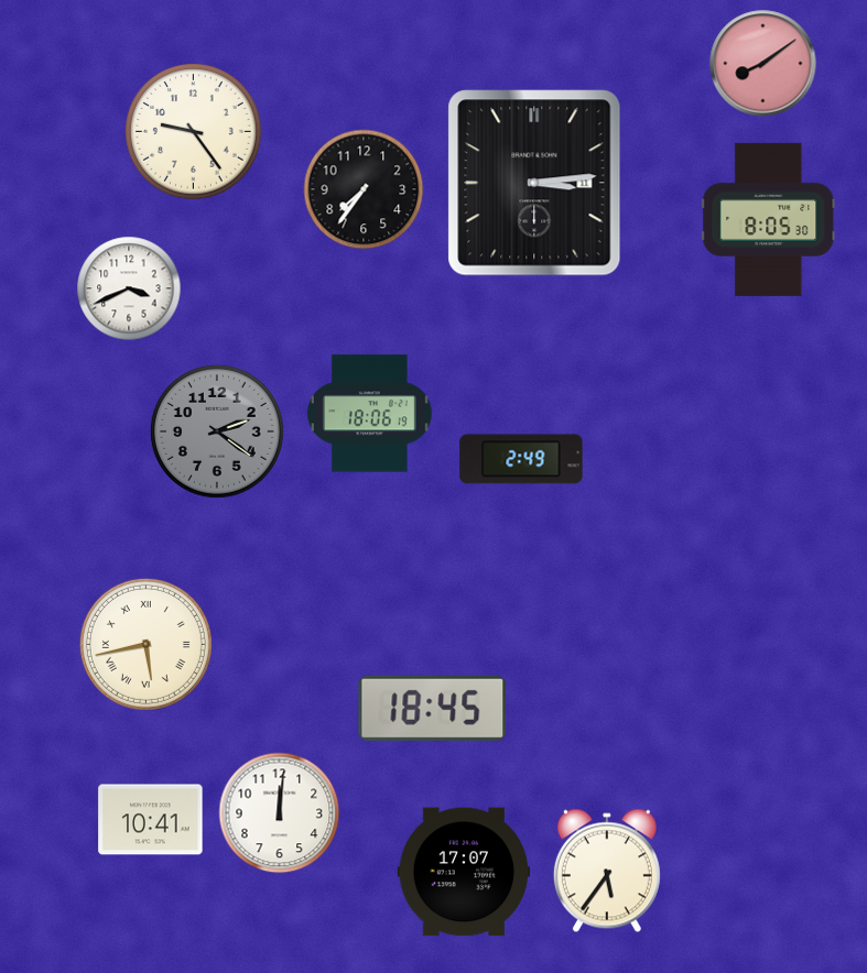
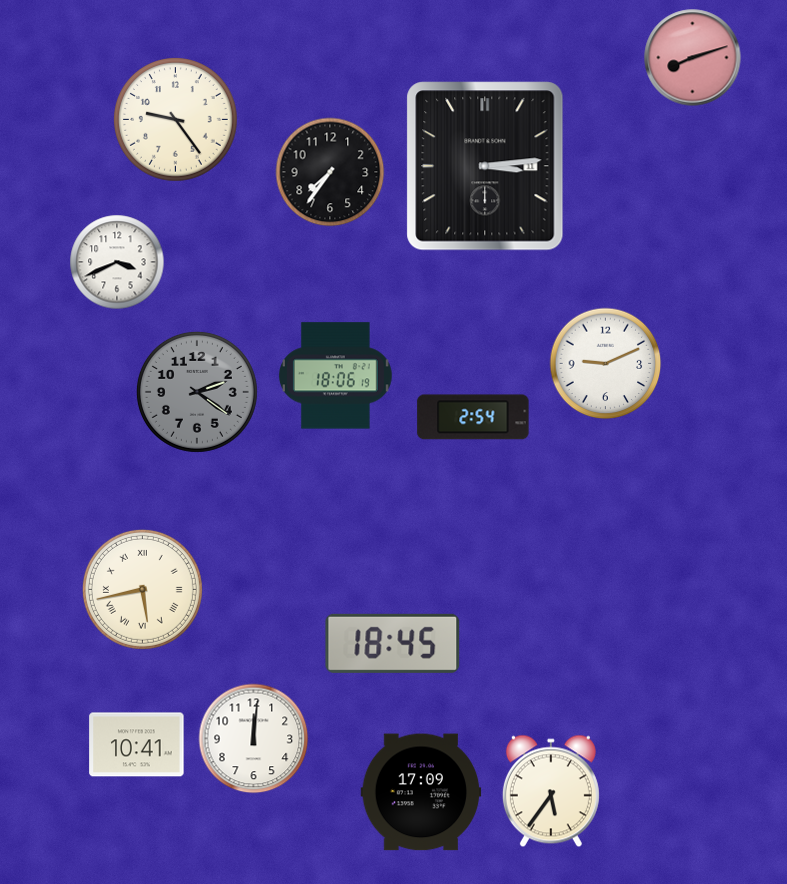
clock at (763, 64): 8:09 -> 8:12
clock at (769, 219): 8:05 -> none
clock at (606, 364): none -> 9:11
clock at (521, 459): 2:49 -> 2:54
clock at (145, 644) position: (145, 644) -> (142, 589)
clock at (464, 872): 17:07 -> 17:09
